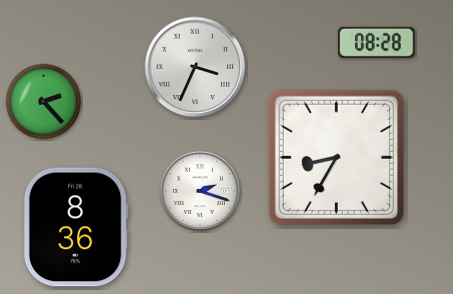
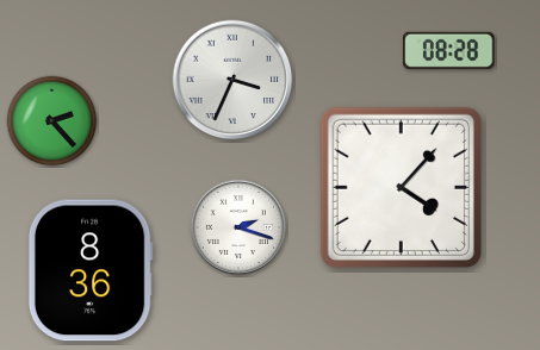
clock at (336, 157): 8:35 -> 4:07
